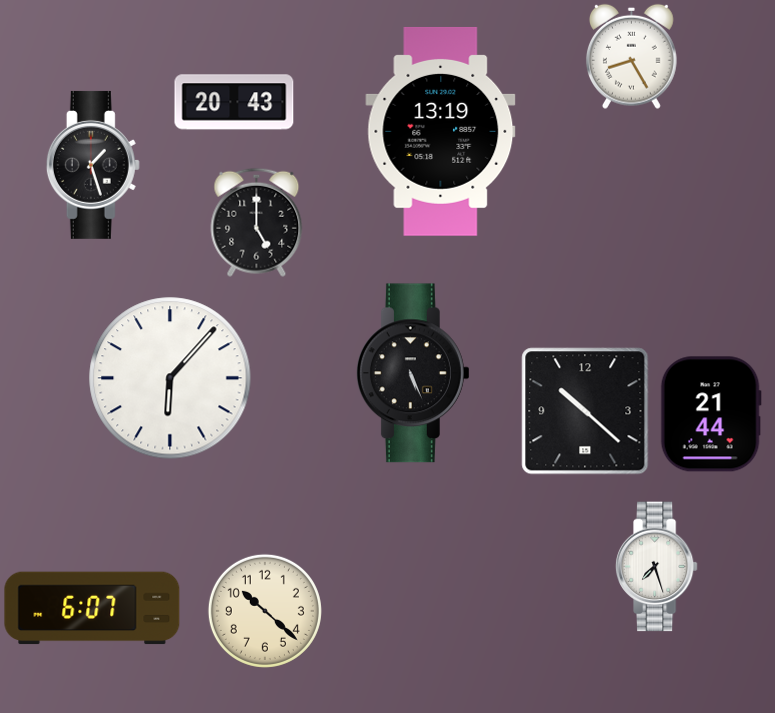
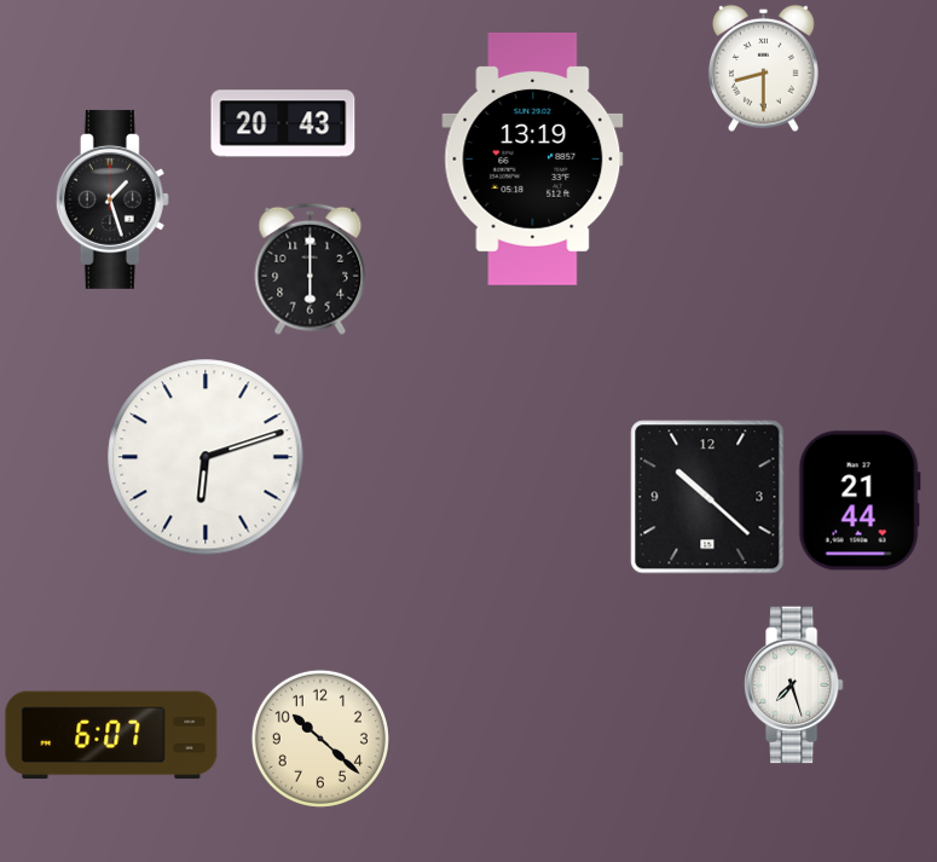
clock at (631, 56): 8:25 -> 8:30
clock at (257, 222): 5:00 -> 6:00
clock at (413, 373): 5:26 -> none
clock at (170, 378): 6:07 -> 6:12
